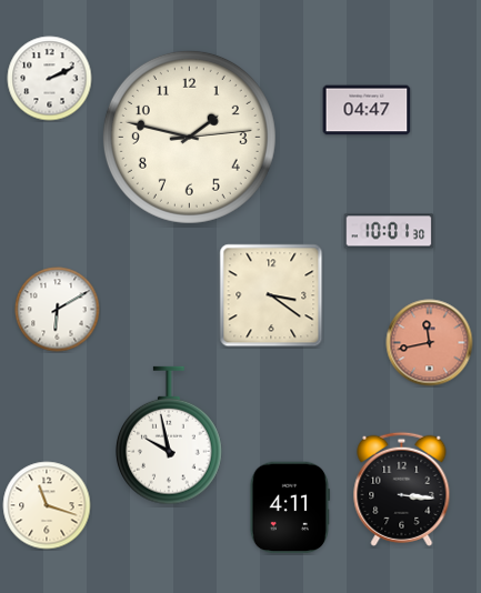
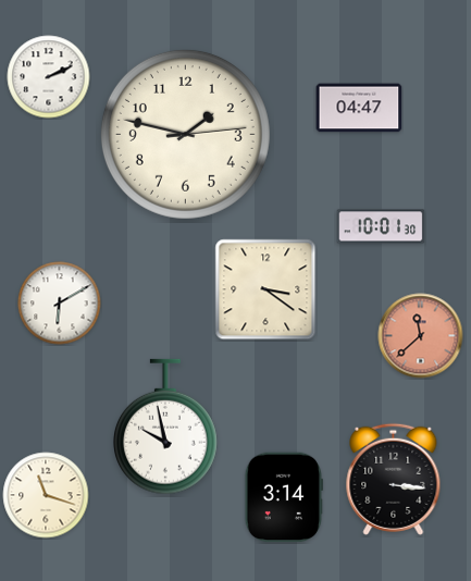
clock at (58, 310) position: (58, 310) -> (60, 304)
clock at (430, 343): 11:43 -> 11:38
clock at (290, 507): 4:11 -> 3:14
